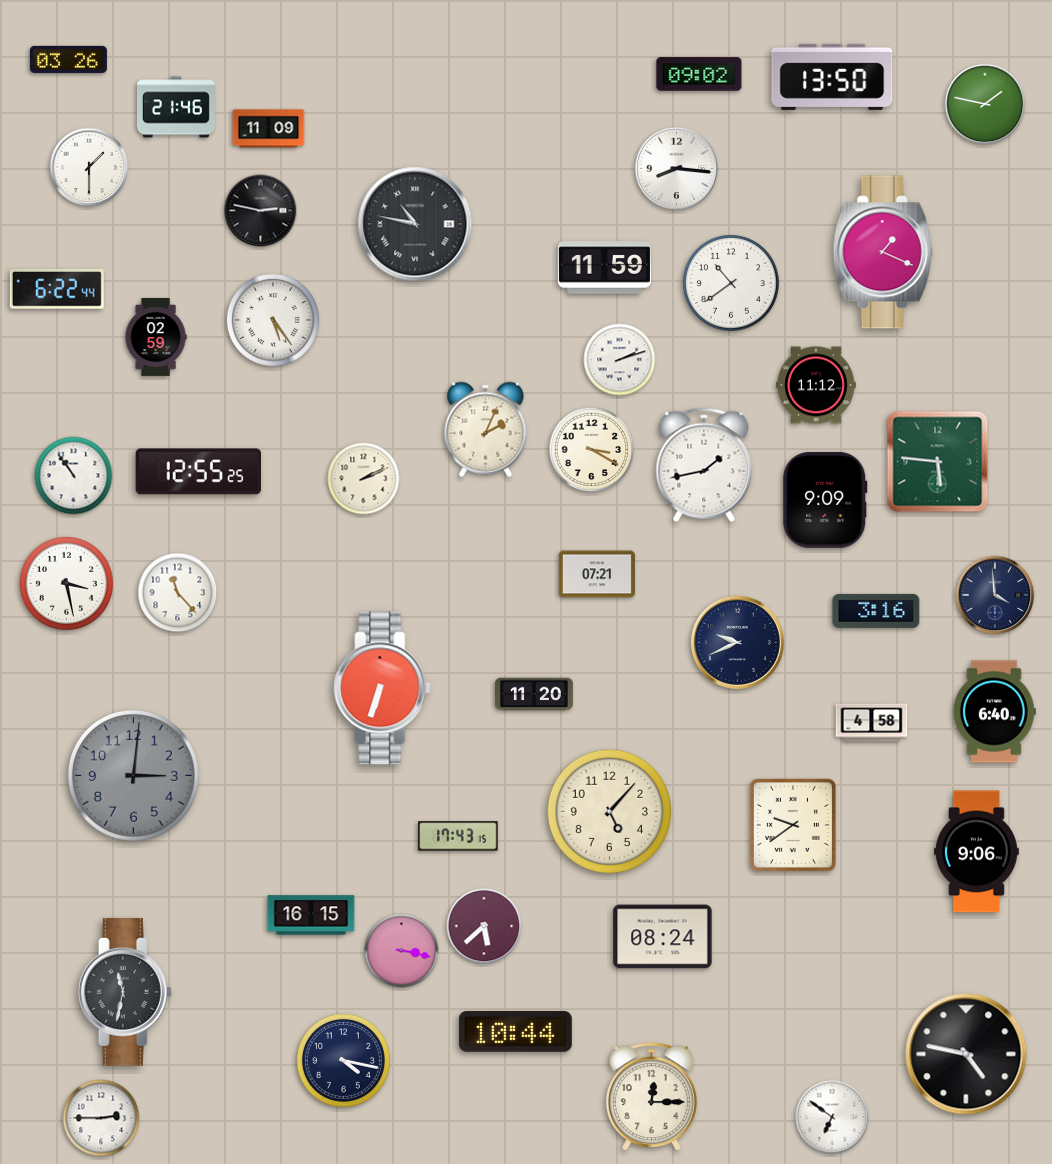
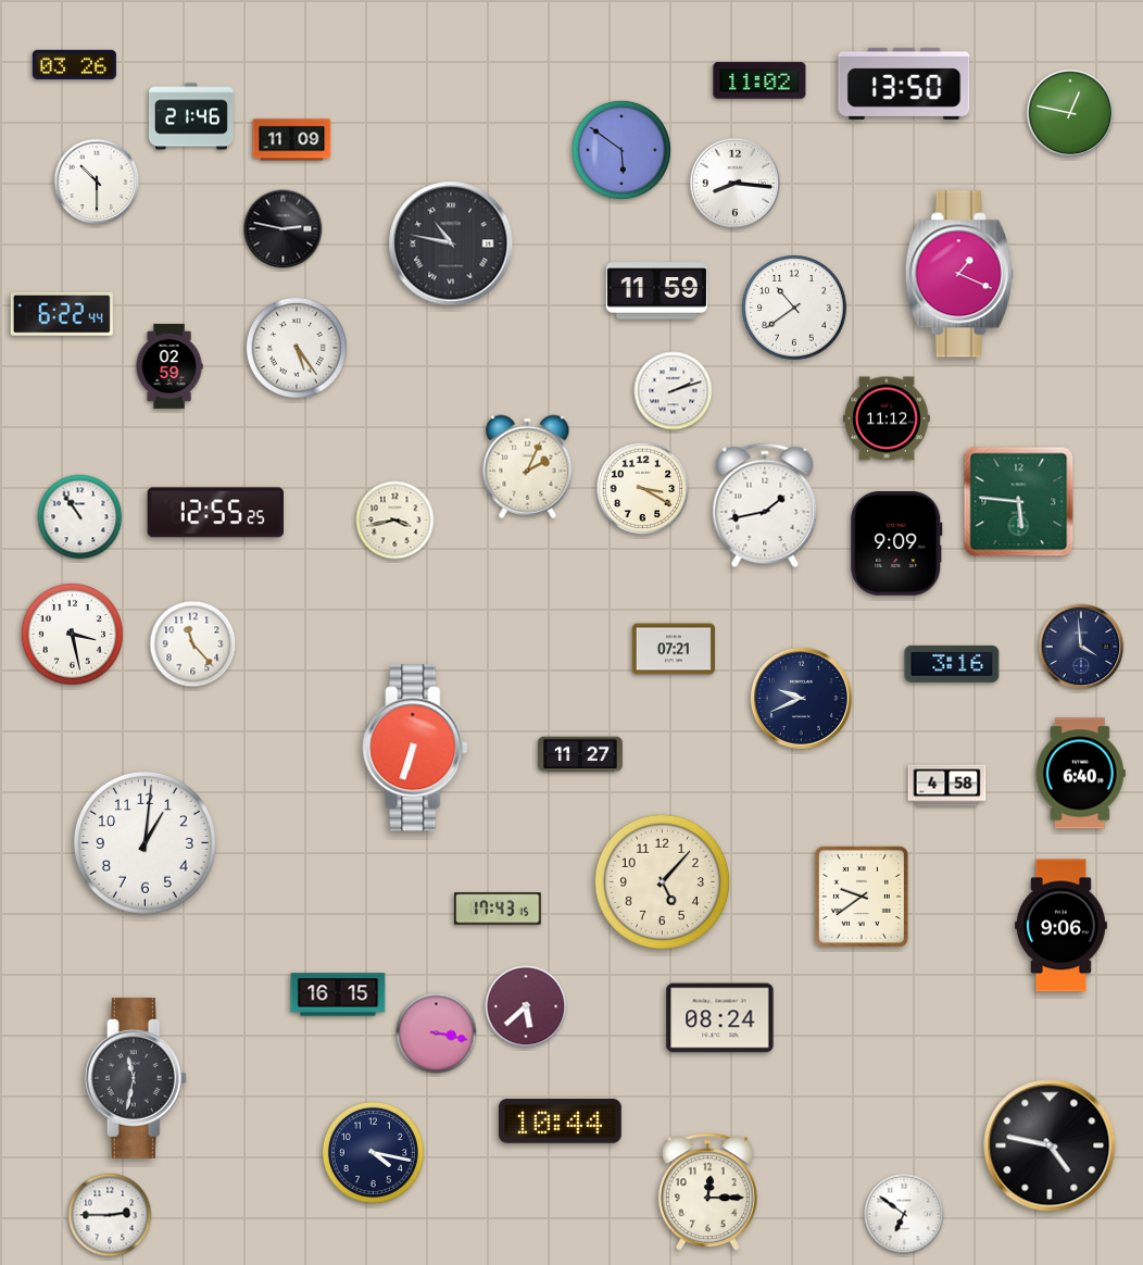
clock at (699, 74): 09:02 -> 11:02
clock at (985, 104): 1:47 -> 12:47
clock at (621, 150): none -> 5:51
clock at (89, 167): 1:30 -> 10:30
clock at (364, 479): 2:11 -> 3:43
clock at (597, 574) position: (597, 574) -> (674, 649)
clock at (534, 694): 11:20 -> 11:27
clock at (133, 775): 3:01 -> 1:01
clock at (133, 775) dial: grey -> white
